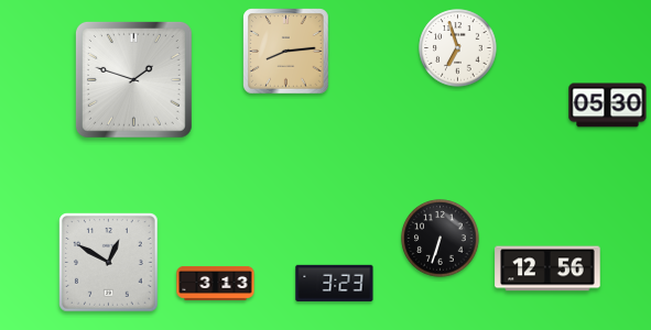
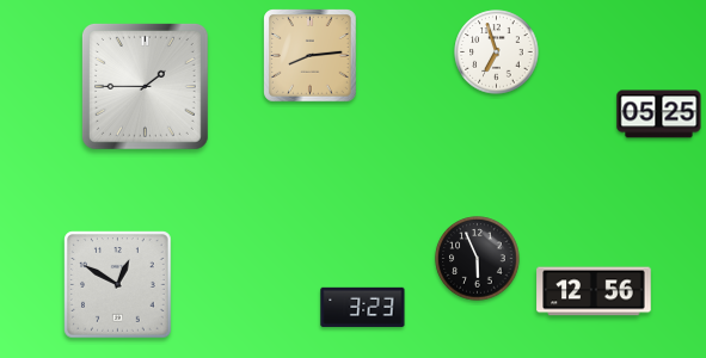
clock at (133, 79): 1:48 -> 1:45
clock at (608, 106): 05:30 -> 05:25
clock at (441, 239): 6:33 -> 5:56
clock at (216, 283): 3:13 -> none
